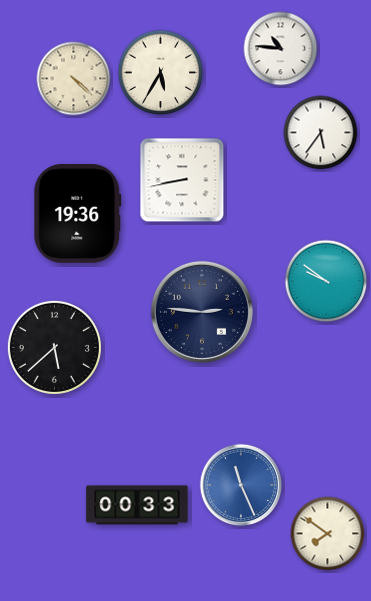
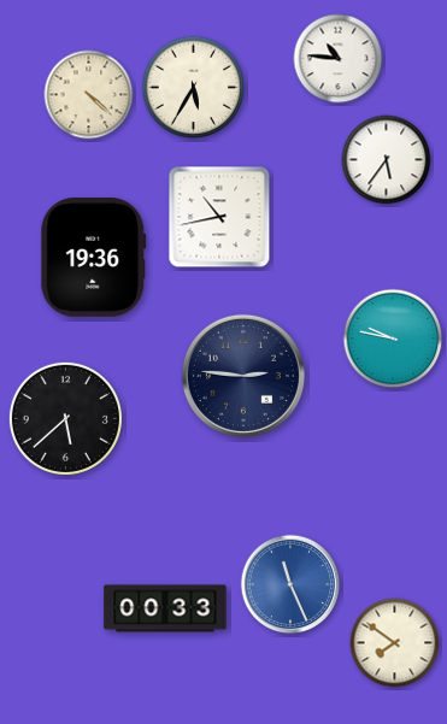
clock at (182, 180): 8:43 -> 10:43
clock at (326, 281): 9:51 -> 9:47
